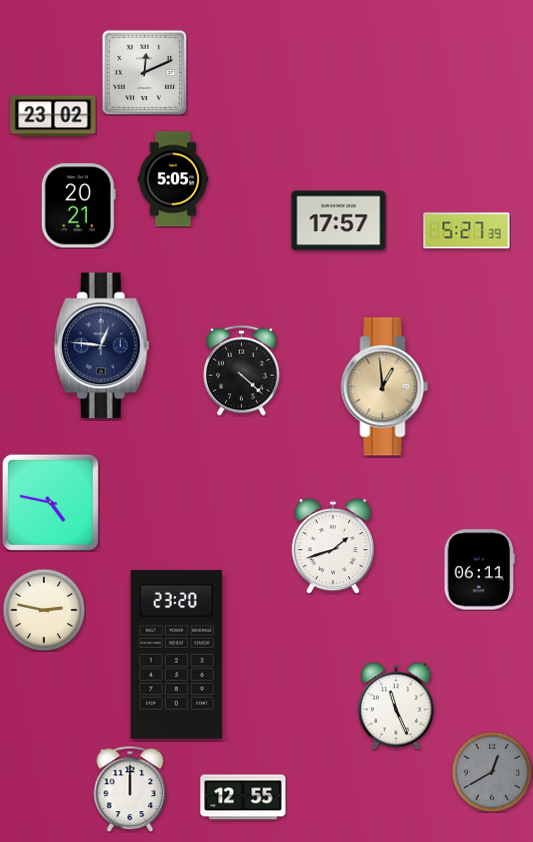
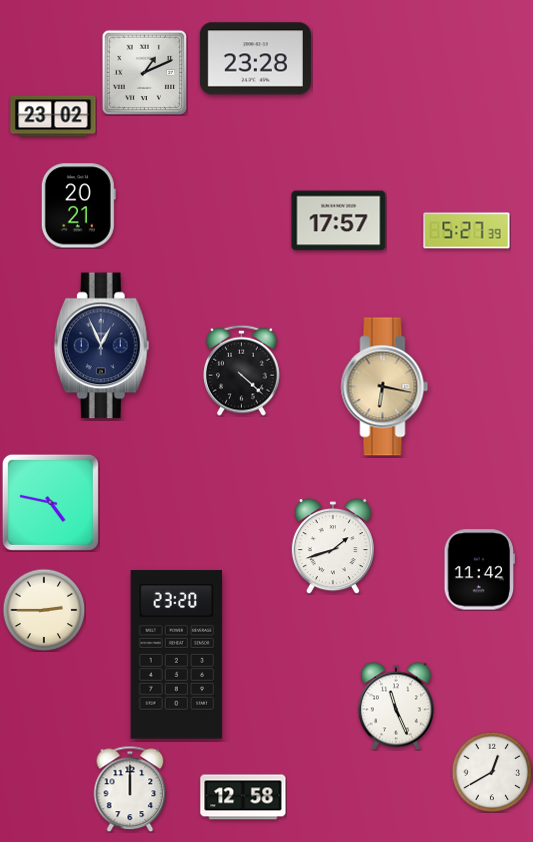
clock at (255, 59): none -> 23:28
clock at (144, 72): 12:11 -> 1:11
clock at (173, 179): 5:05 -> none
clock at (101, 346): 12:46 -> 12:56
clock at (385, 387): 12:59 -> 6:17
clock at (480, 570): 06:11 -> 11:42
clock at (44, 610): 2:47 -> 2:45
clock at (492, 772) dial: grey -> white
clock at (243, 797): 12:55 -> 12:58
